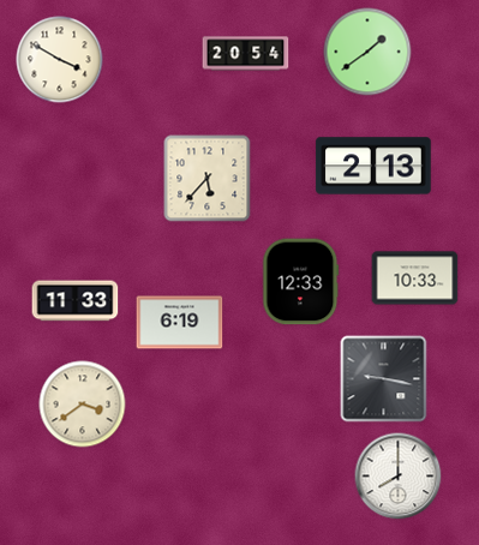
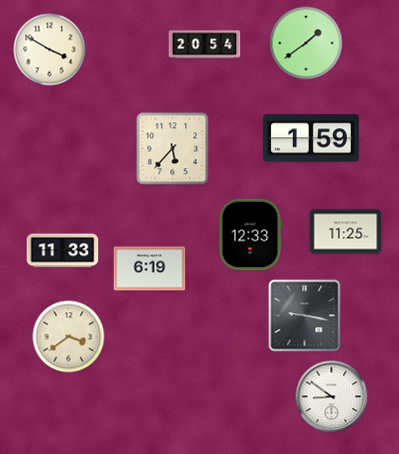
clock at (373, 166): 2:13 -> 1:59
clock at (415, 279): 10:33 -> 11:25
clock at (384, 379) position: (384, 379) -> (305, 316)
clock at (399, 477): 8:00 -> 8:51
